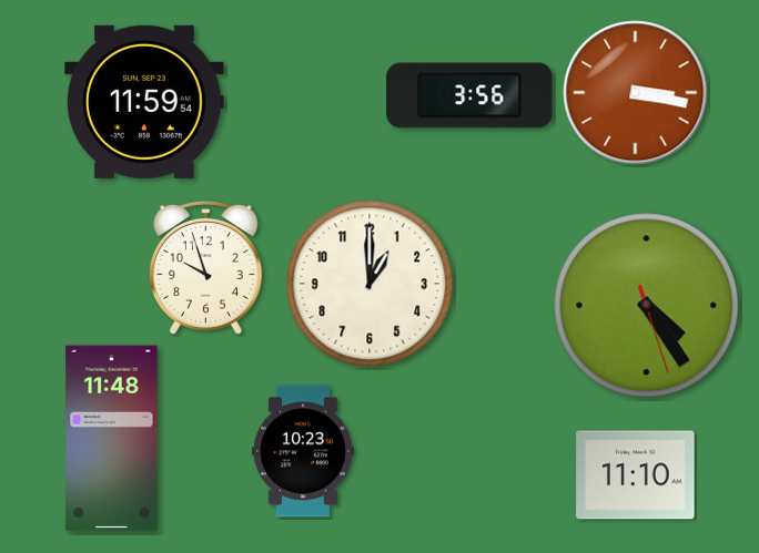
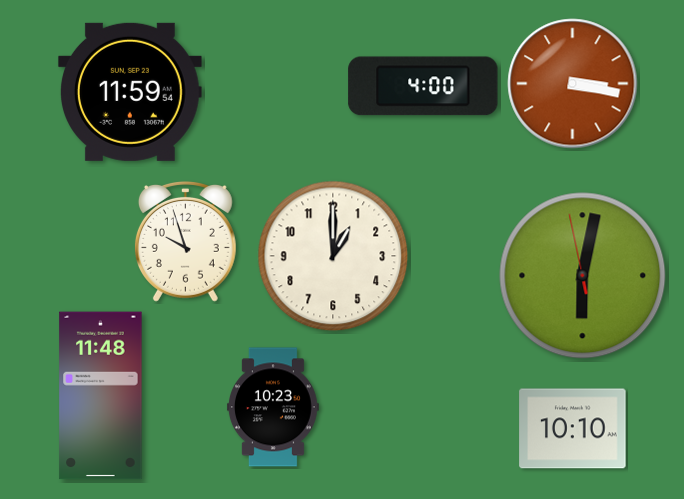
clock at (469, 95): 3:56 -> 4:00
clock at (647, 306): 4:24 -> 6:01
clock at (636, 475): 11:10 -> 10:10
